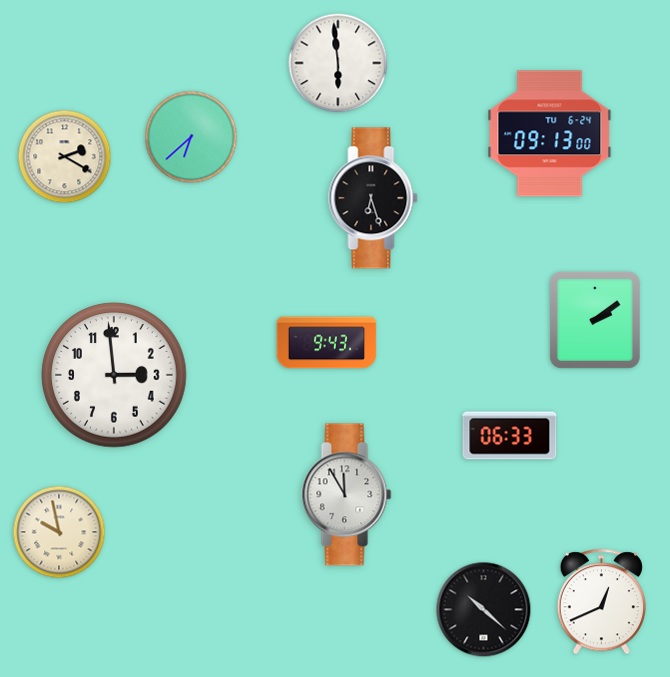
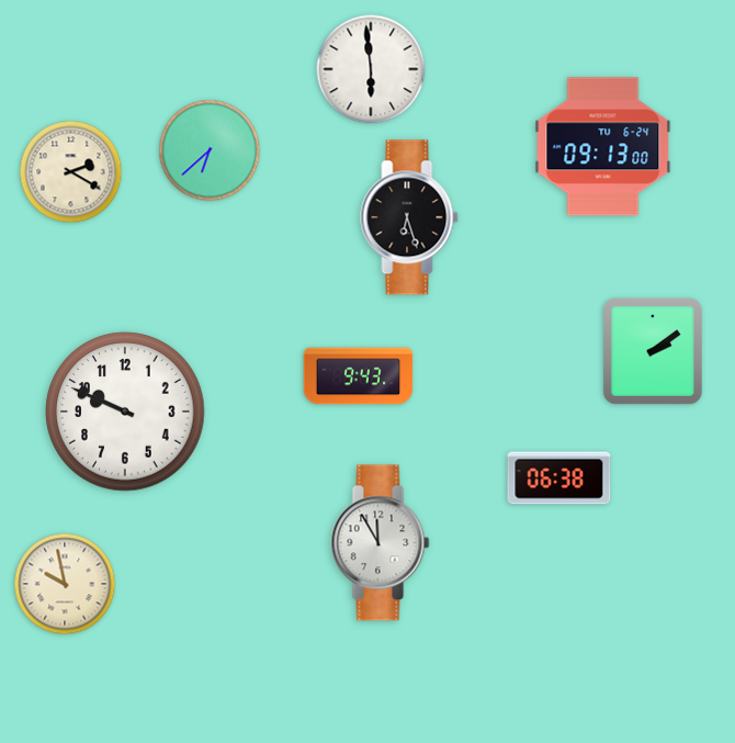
clock at (114, 375): 2:59 -> 9:49
clock at (510, 436): 06:33 -> 06:38
clock at (601, 602): 12:41 -> none
clock at (484, 610): 10:22 -> none
